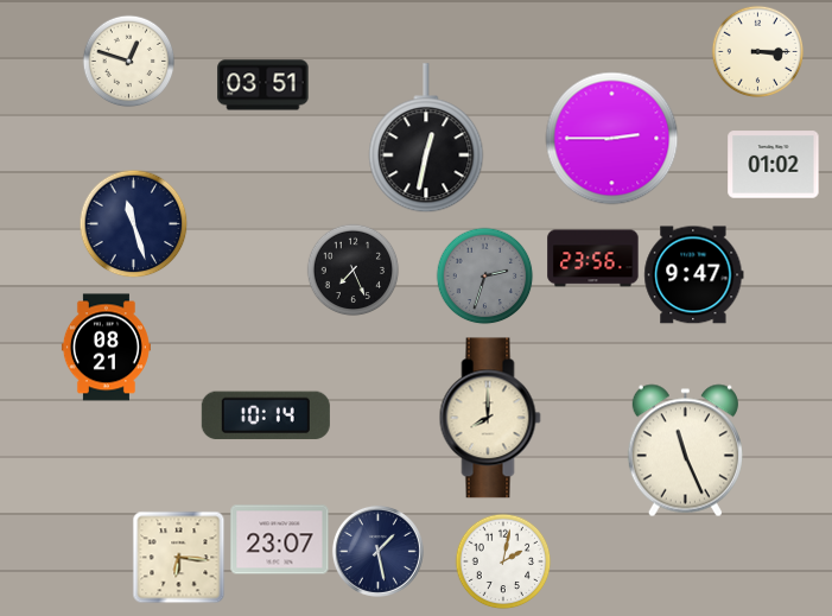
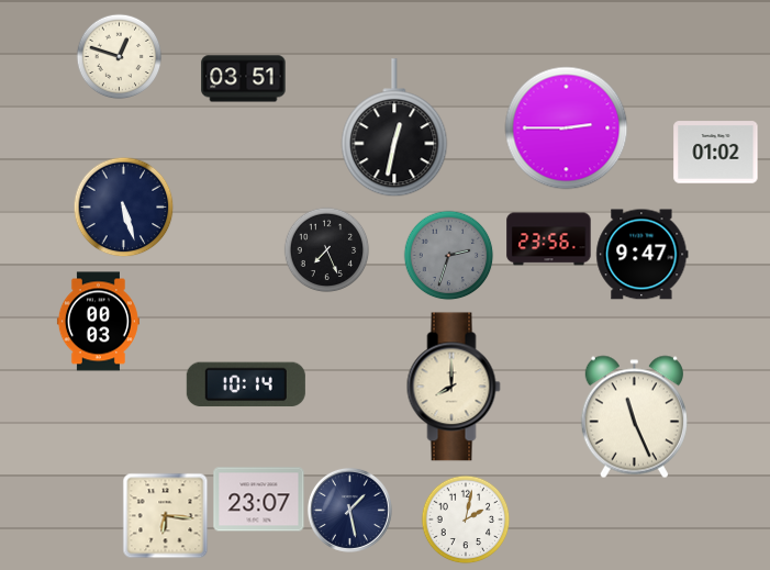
clock at (757, 51): 3:15 -> none
clock at (133, 223): 11:27 -> 5:27
clock at (106, 348): 08:21 -> 00:03
